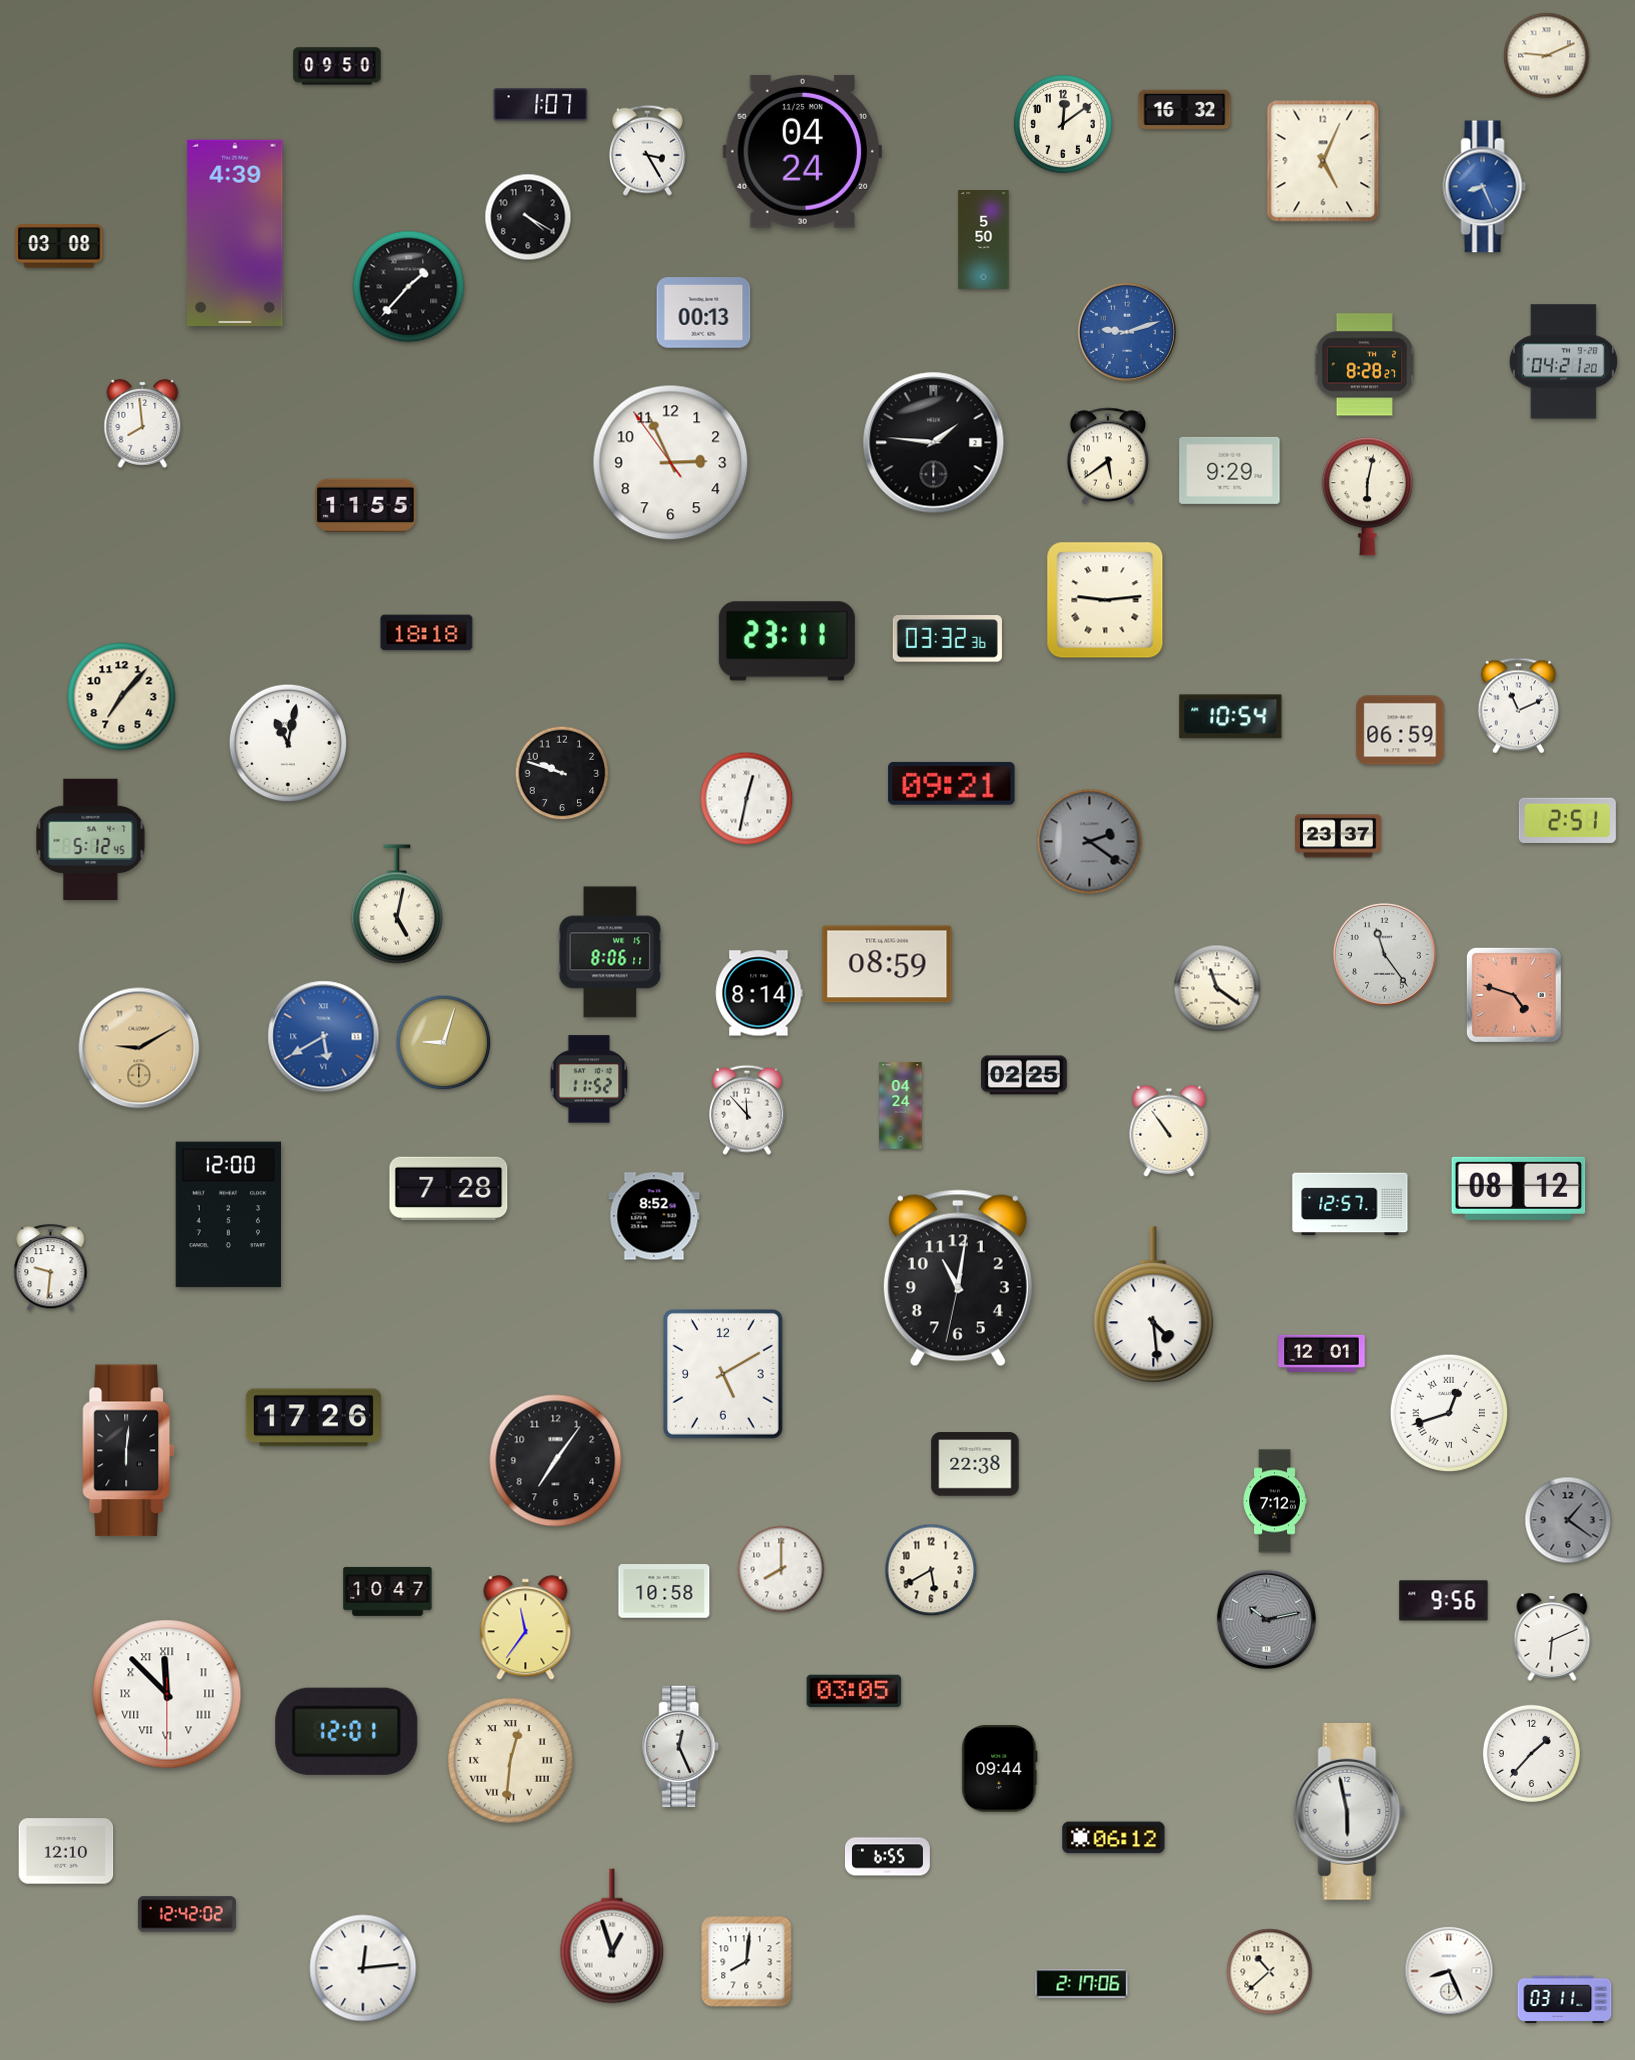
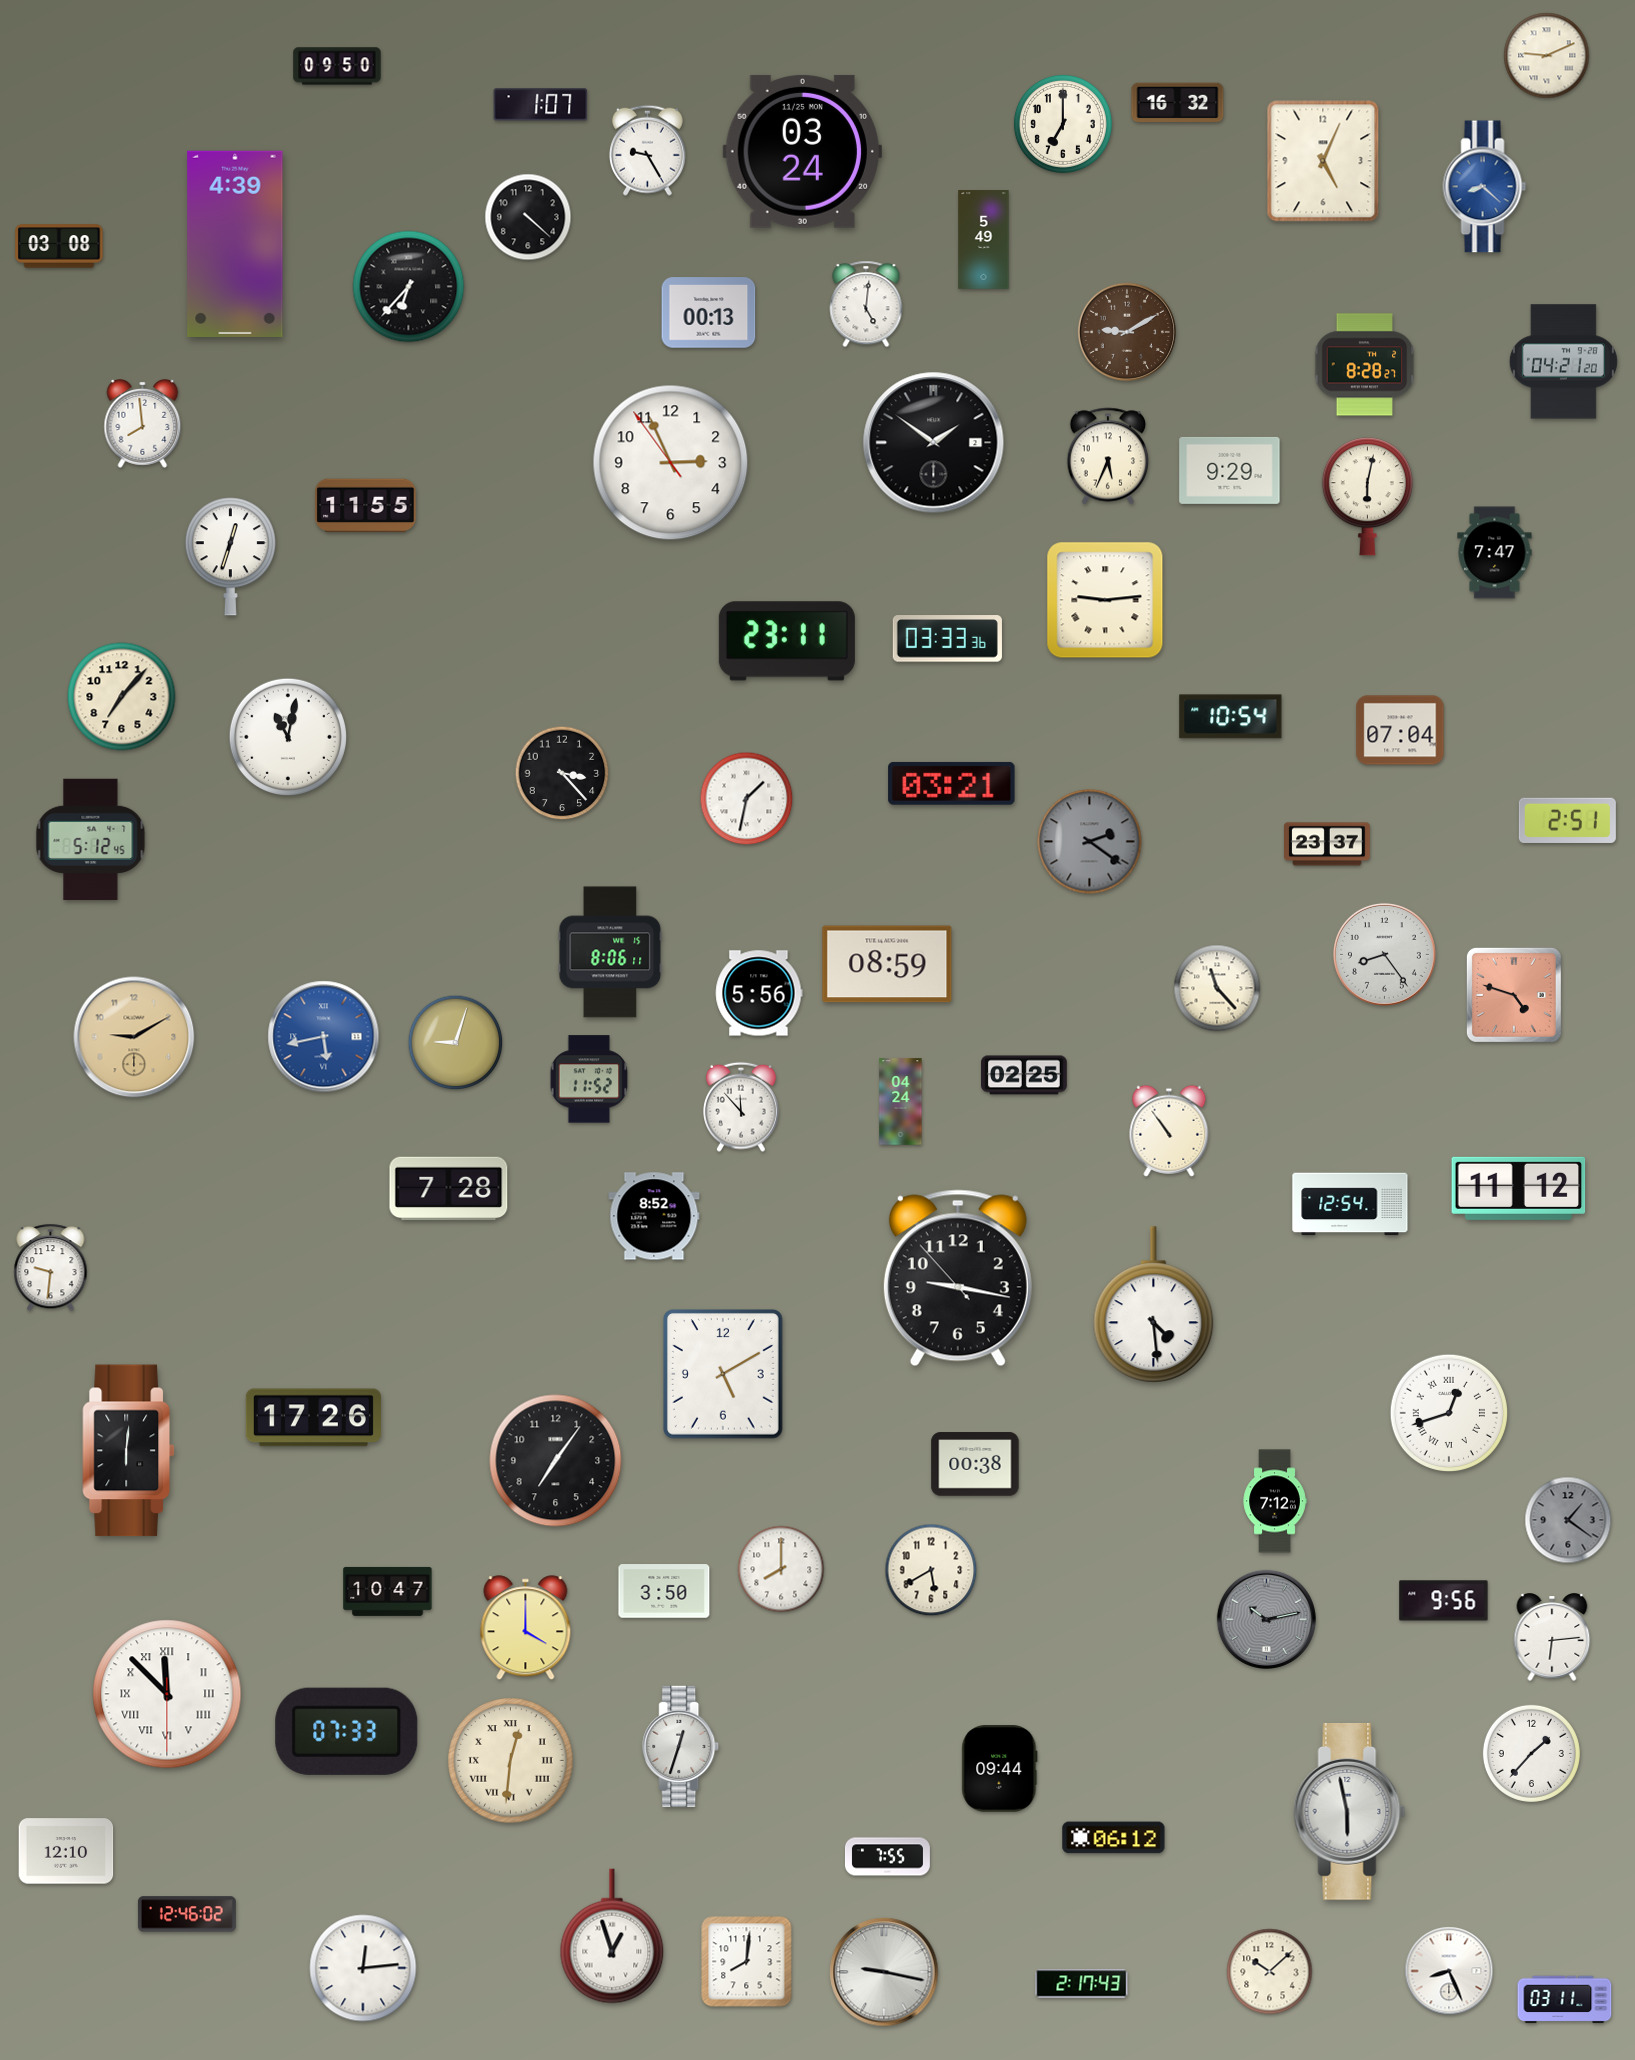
clock at (1185, 110) position: (1185, 110) -> (1178, 103)
clock at (1063, 124): 12:09 -> 7:00
clock at (647, 150): 3:25 -> 9:25
clock at (802, 151): 04:24 -> 03:24
clock at (1485, 187): 8:26 -> 8:22
clock at (528, 217): 4:20 -> 4:22
clock at (235, 233) position: (235, 233) -> (235, 244)
clock at (984, 240): 5:50 -> 5:49
clock at (409, 287): 1:37 -> 6:37
clock at (866, 304): none -> 5:01
clock at (704, 313) position: (704, 313) -> (709, 313)
clock at (1127, 332): 9:12 -> 9:10
clock at (1127, 332) dial: blue -> brown
clock at (934, 443): 1:46 -> 1:51
clock at (1108, 456): 5:39 -> 5:34
clock at (1495, 553): none -> 7:47
clock at (230, 557): none -> 12:33
clock at (427, 633): 18:18 -> none
clock at (947, 639): 03:32 -> 03:33
clock at (1518, 706): 11:11 -> none
clock at (1400, 730): 06:59 -> 07:04
clock at (287, 742) position: (287, 742) -> (287, 736)
clock at (562, 773): 9:48 -> 3:23
clock at (952, 783): 09:21 -> 03:21
clock at (747, 799): 12:32 -> 1:32
clock at (1339, 836) position: (1339, 836) -> (1328, 844)
clock at (397, 904): 5:02 -> none
clock at (1384, 954): 11:24 -> 8:24
clock at (1217, 988): 11:21 -> 11:23
clock at (759, 993): 8:14 -> 5:56
clock at (324, 1037): 5:40 -> 5:43
clock at (444, 1043) position: (444, 1043) -> (456, 1043)
clock at (139, 1048) position: (139, 1048) -> (134, 1037)
clock at (901, 1106) position: (901, 1106) -> (901, 1102)
clock at (748, 1110) position: (748, 1110) -> (742, 1107)
clock at (1519, 1188): 08:12 -> 11:12
clock at (1350, 1204): 12:57 -> 12:54
clock at (229, 1215): 12:00 -> none
clock at (958, 1278): 11:01 -> 9:16
clock at (1322, 1353): 12:01 -> none
clock at (975, 1464): 22:38 -> 00:38
clock at (664, 1591): 10:58 -> 3:50
clock at (526, 1628): 11:36 -> 4:00
clock at (1552, 1637): 6:11 -> 6:14
clock at (854, 1691): 03:05 -> none
clock at (347, 1731): 12:01 -> 07:33
clock at (681, 1747): 12:26 -> 12:33
clock at (887, 1857): 6:55 -> 7:55
clock at (187, 1914): 12:42 -> 12:46
clock at (884, 1972): none -> 9:17
clock at (1270, 1972): 10:38 -> 10:08
clock at (1082, 1984): 2:17:06 -> 2:17:43
